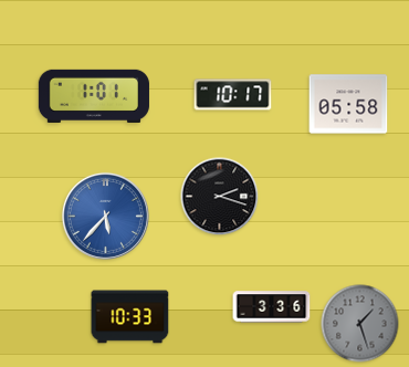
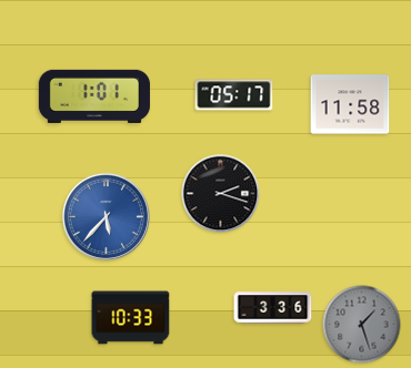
clock at (233, 95): 10:17 -> 05:17
clock at (348, 104): 05:58 -> 11:58
clock at (220, 197) position: (220, 197) -> (221, 194)
